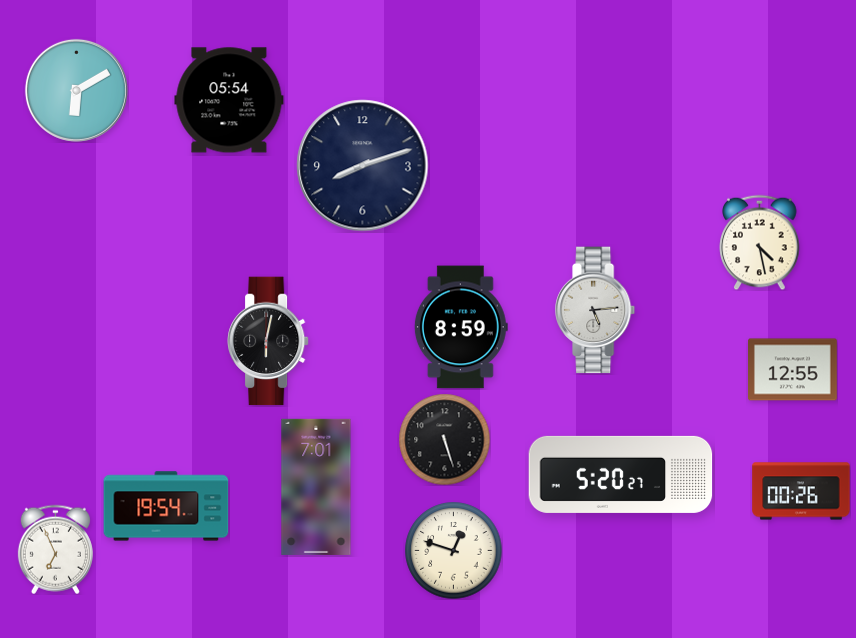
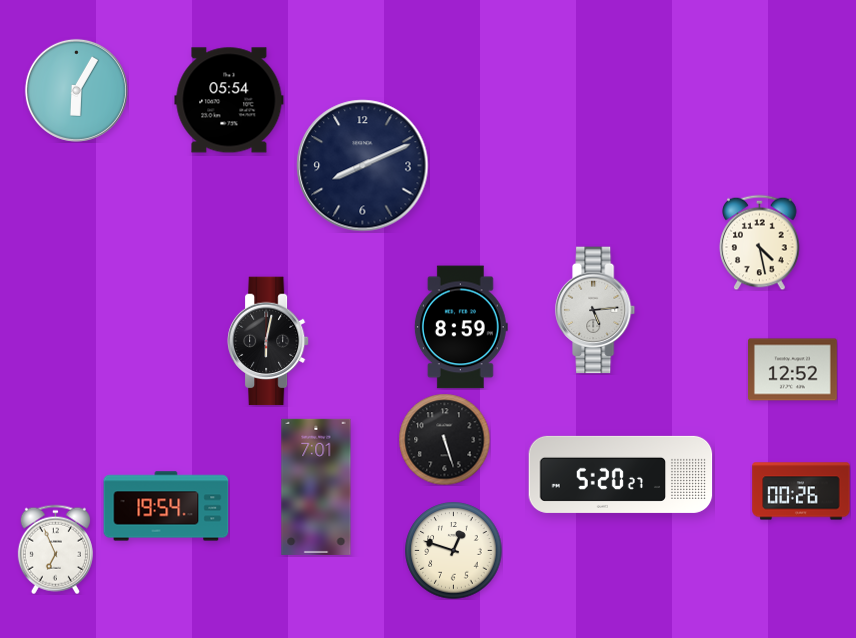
clock at (76, 90): 6:10 -> 6:05
clock at (363, 166): 8:12 -> 8:11
clock at (793, 370): 12:55 -> 12:52
